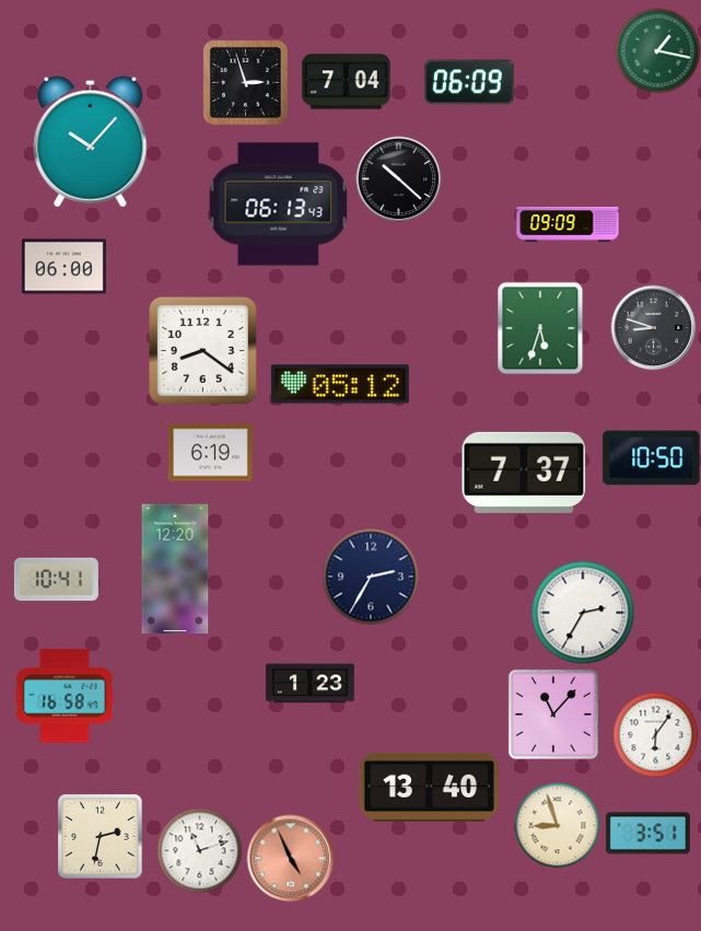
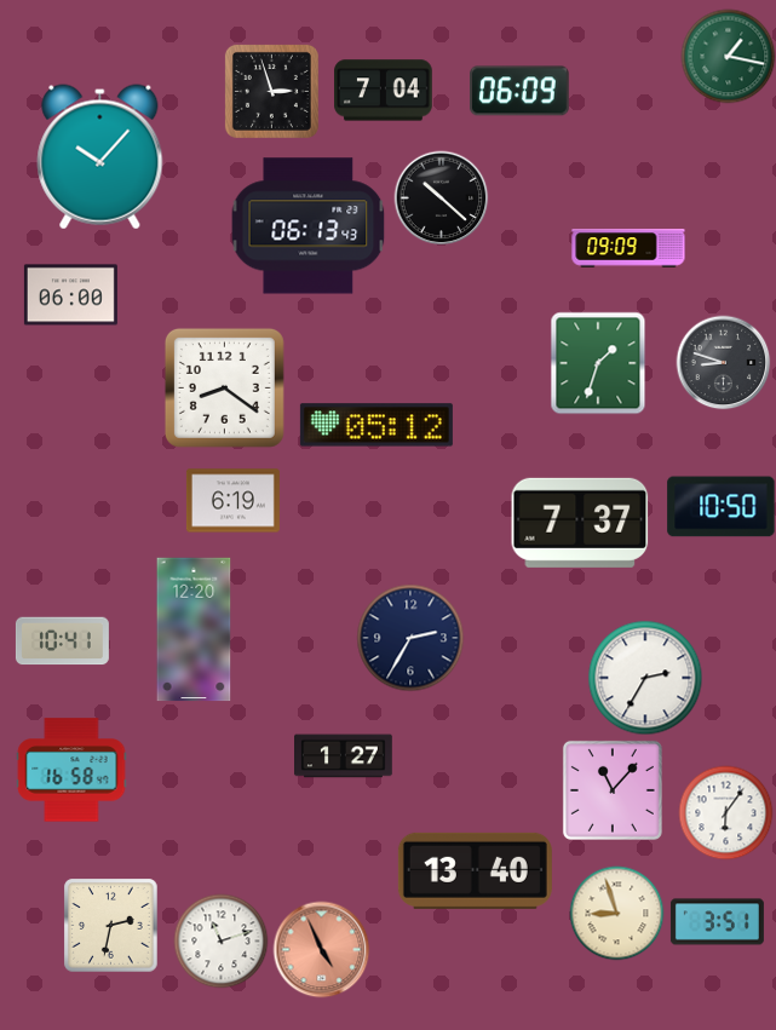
clock at (540, 328): 5:33 -> 1:33
clock at (311, 684): 1:23 -> 1:27
